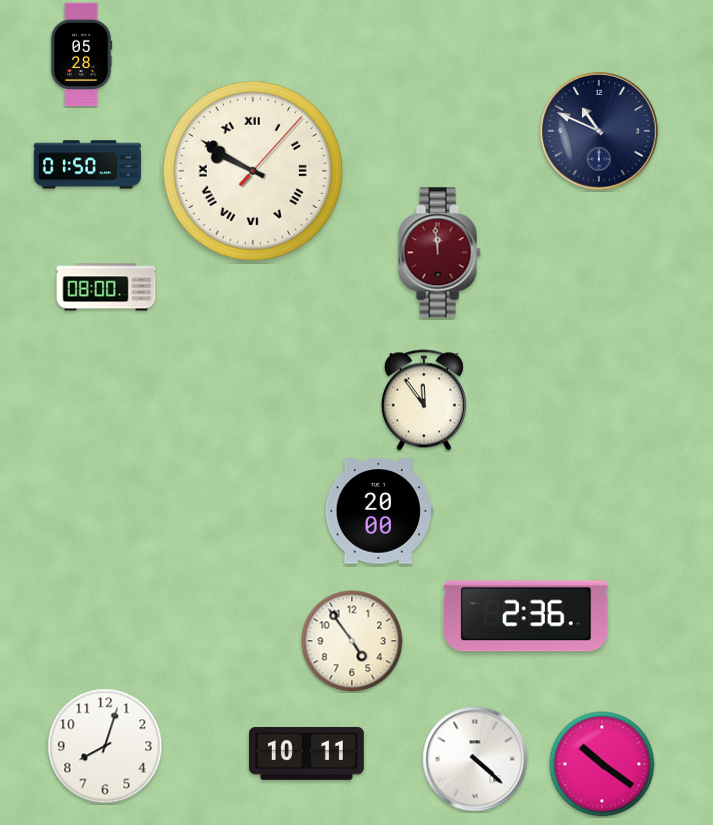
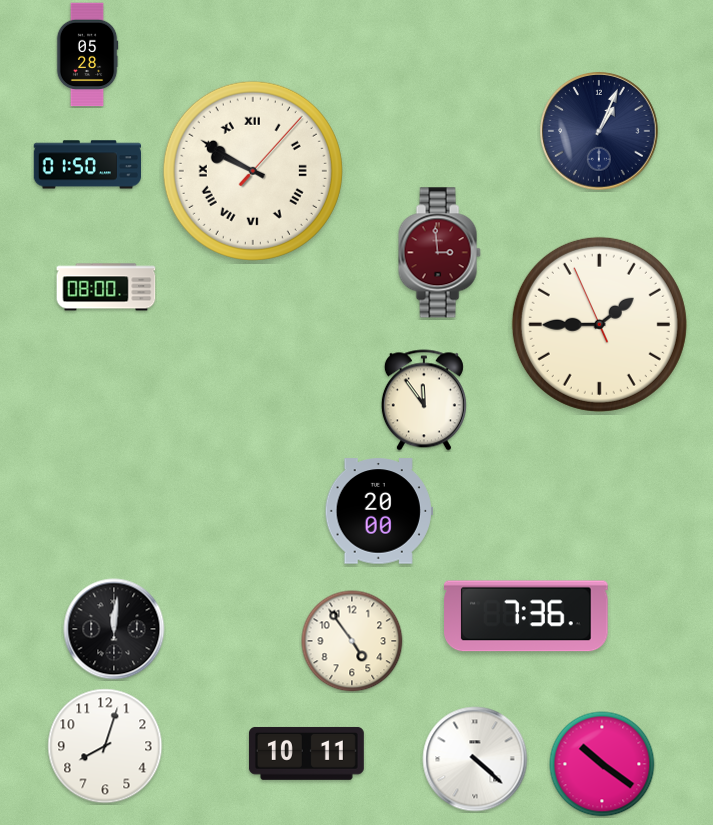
clock at (81, 55) position: (81, 55) -> (87, 55)
clock at (599, 131): 10:49 -> 1:04
clock at (439, 253): 11:59 -> 2:59
clock at (599, 324): none -> 1:44
clock at (527, 616): 2:36 -> 7:36
clock at (114, 629): none -> 12:01
